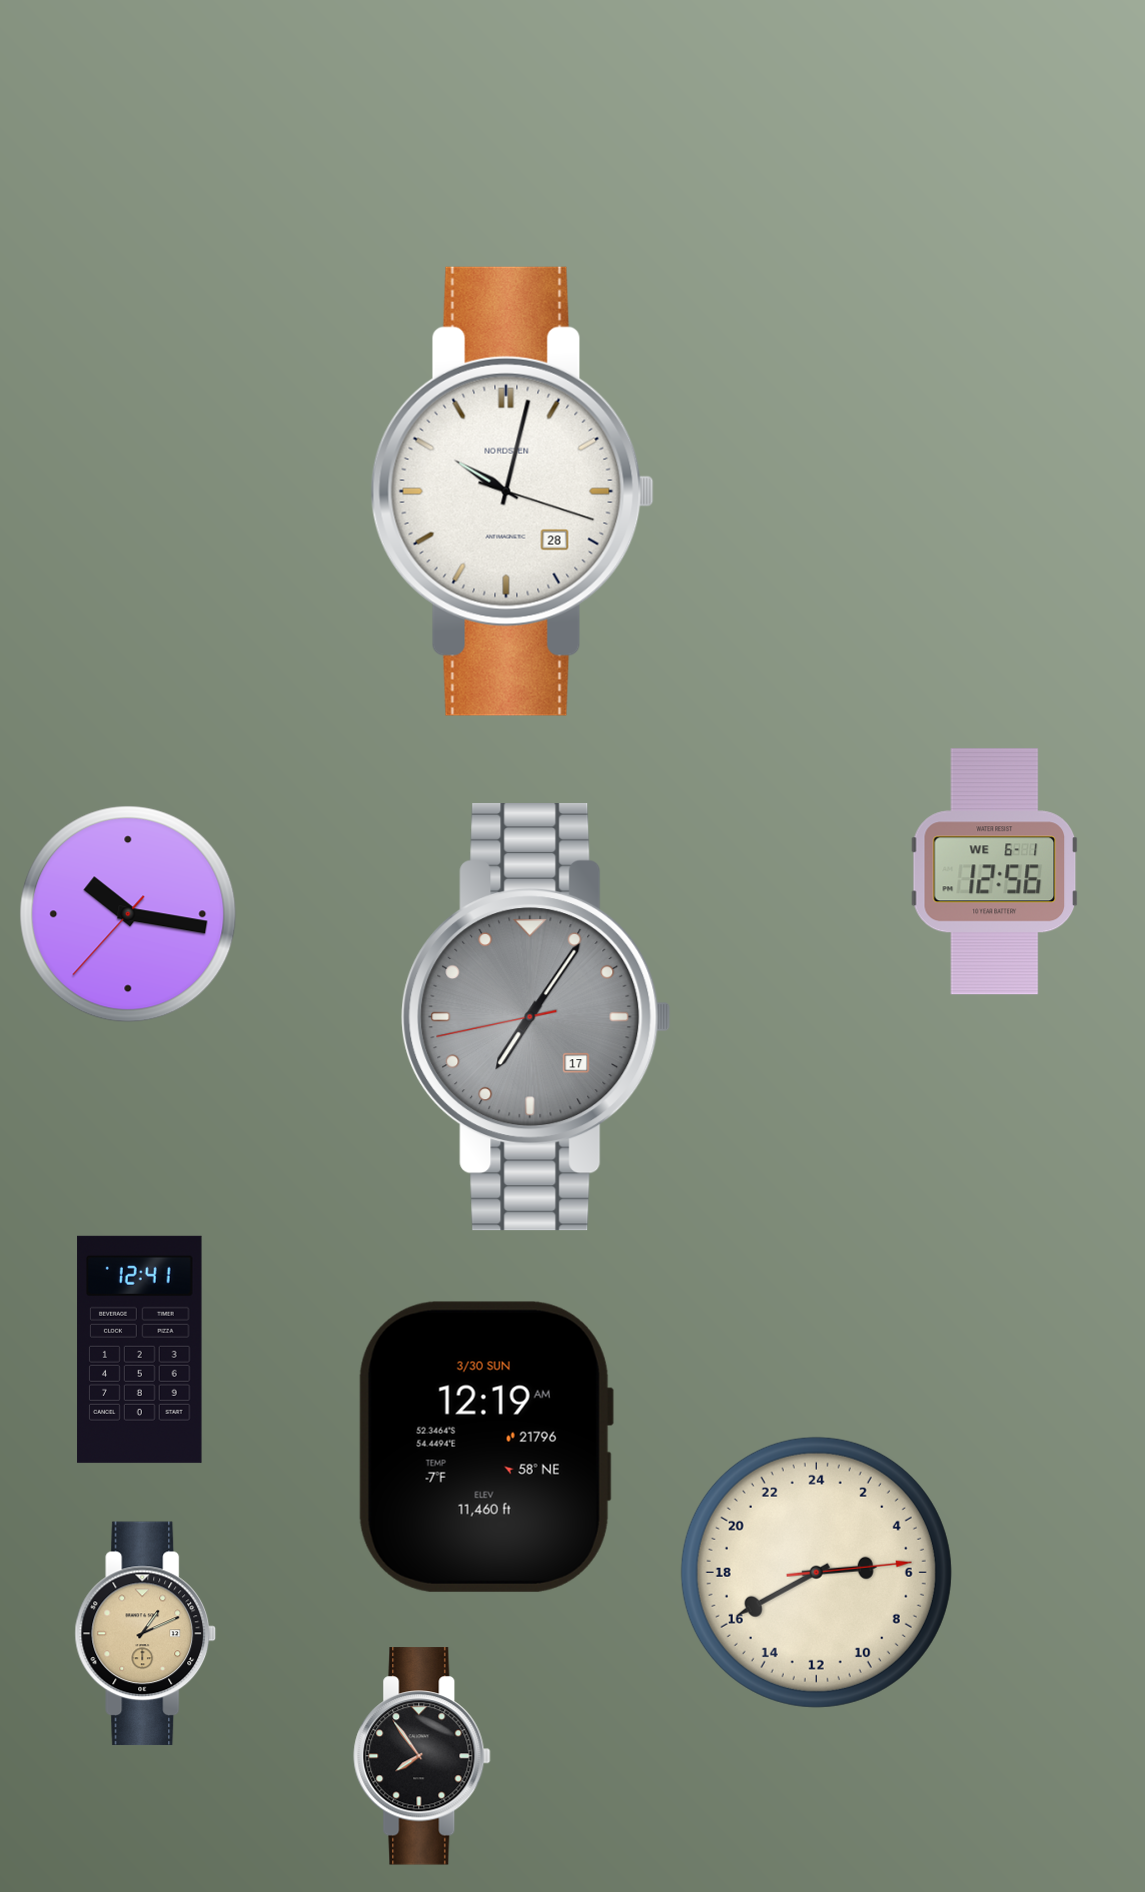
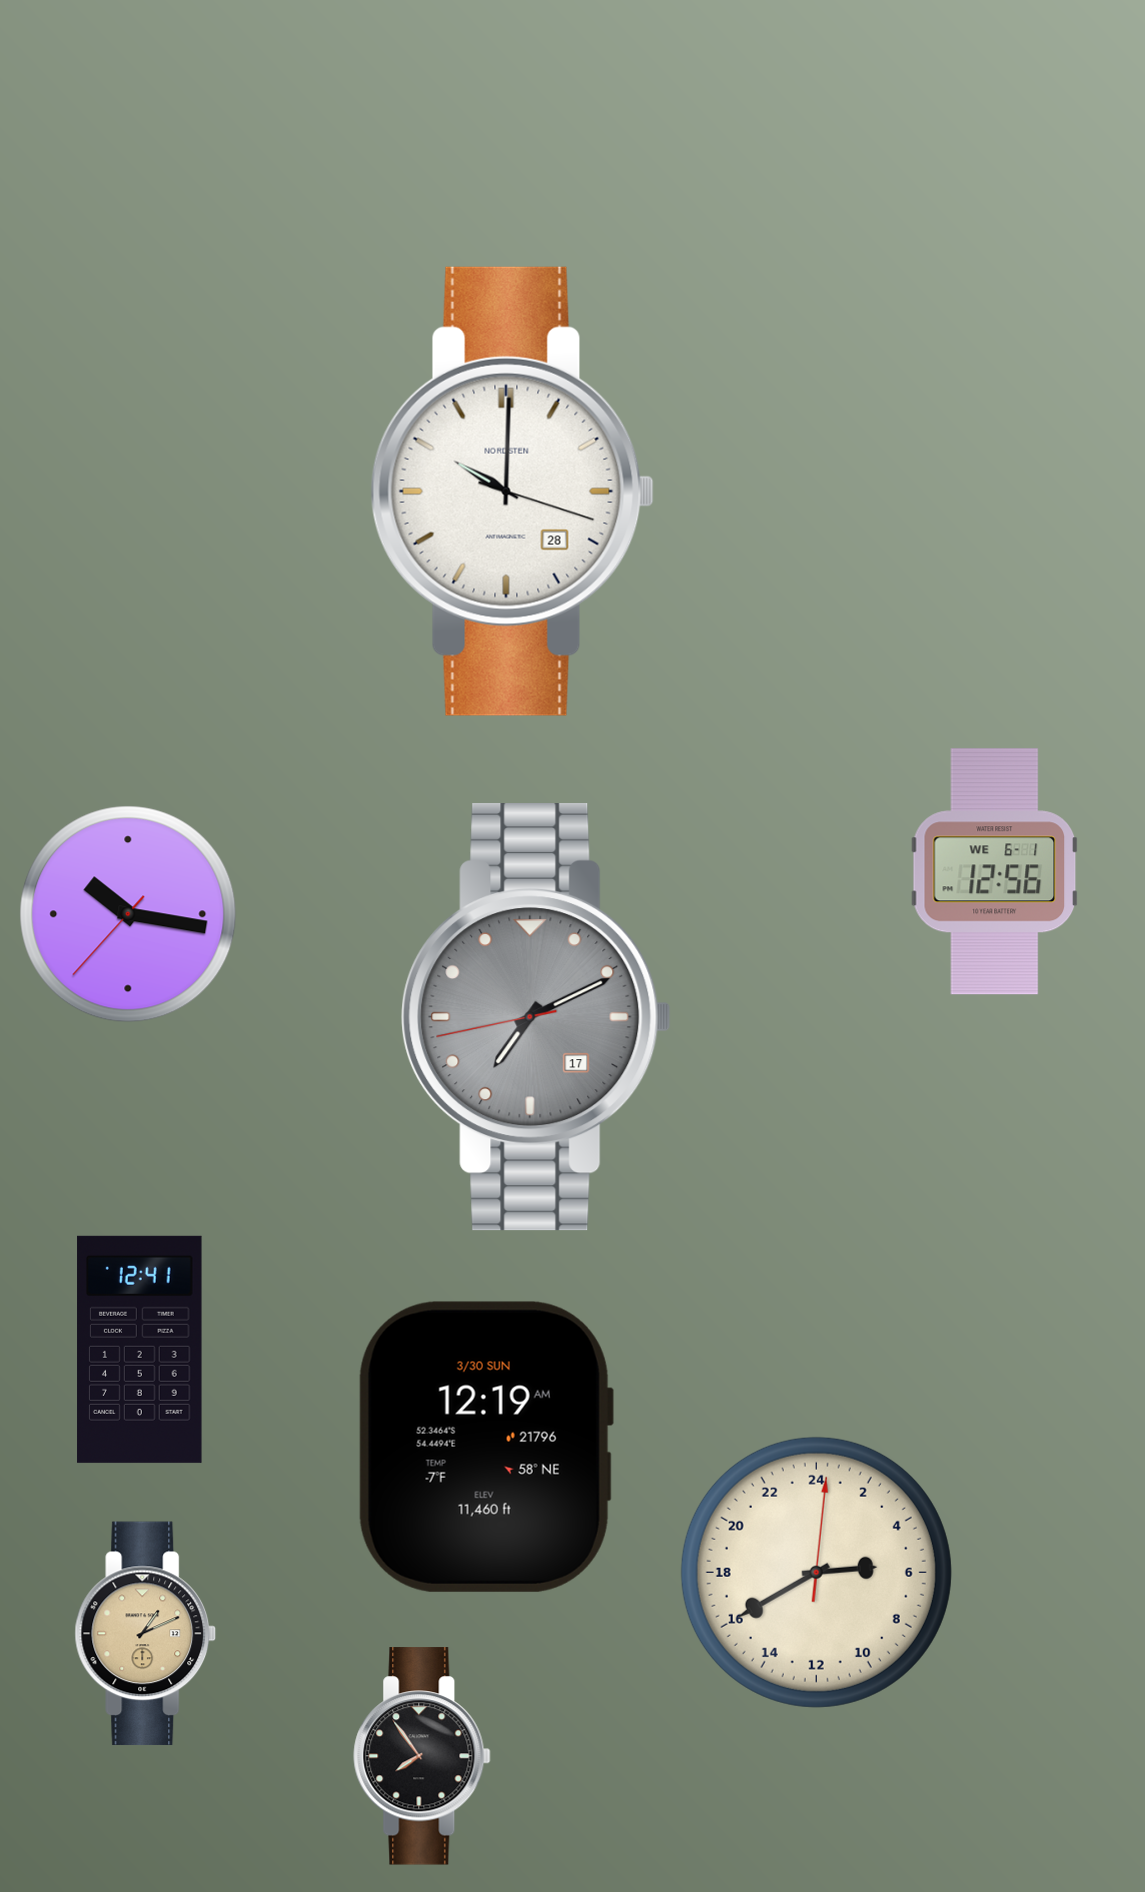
clock at (512, 491): 10:02 -> 10:00
clock at (536, 1017): 7:05 -> 7:10
clock at (816, 1572): 5:40:14 -> 5:40:01
